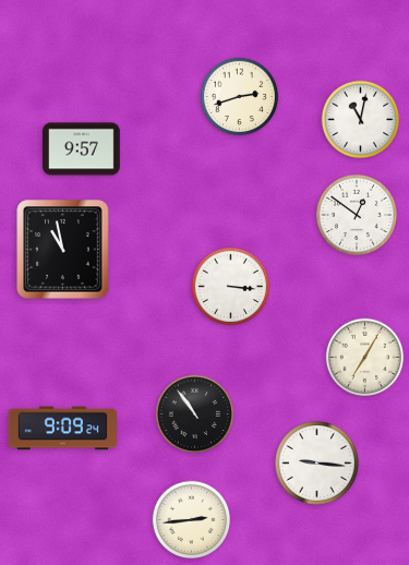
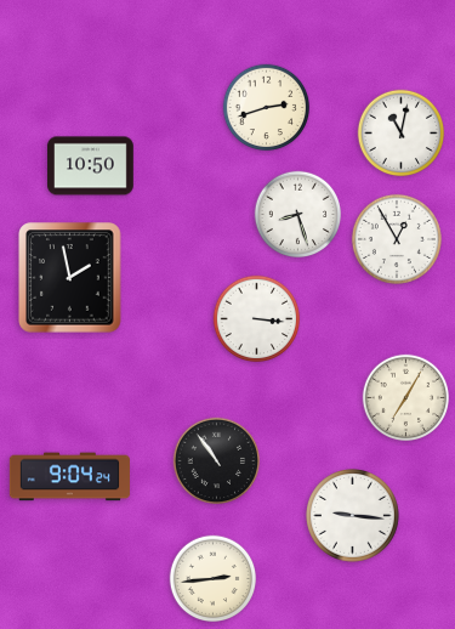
clock at (82, 149): 9:57 -> 10:50
clock at (298, 215): none -> 8:27
clock at (357, 215): 12:51 -> 12:55
clock at (63, 250): 10:58 -> 1:58
clock at (62, 429): 9:09 -> 9:04
